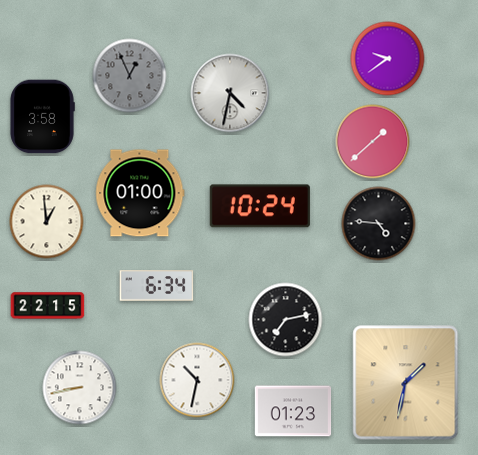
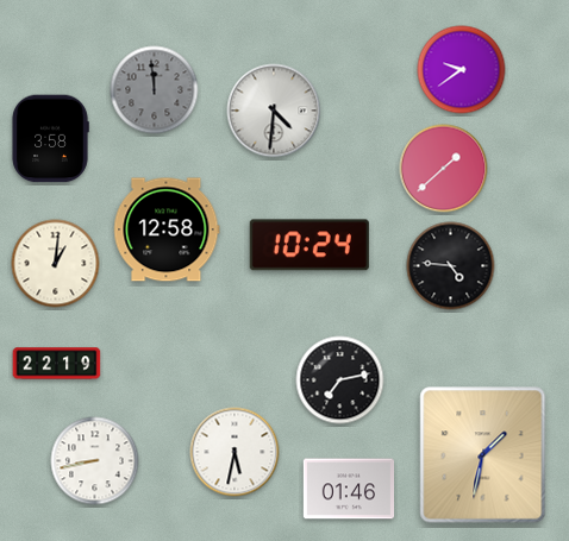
clock at (130, 76): 12:56 -> 11:59
clock at (230, 93): 4:32 -> 4:31
clock at (140, 193): 01:00 -> 12:58
clock at (47, 222): 12:59 -> 1:01
clock at (157, 286): 6:34 -> none
clock at (48, 306): 22:15 -> 22:19
clock at (197, 380): 10:32 -> 5:32
clock at (293, 411): 01:23 -> 01:46
